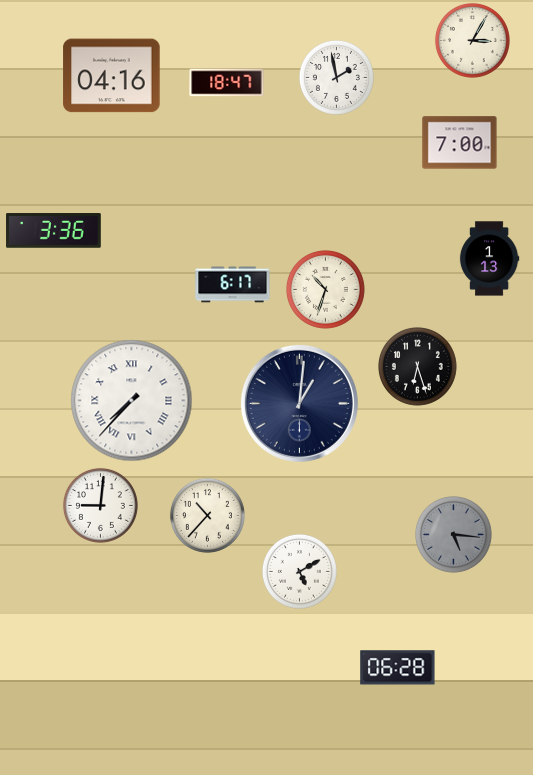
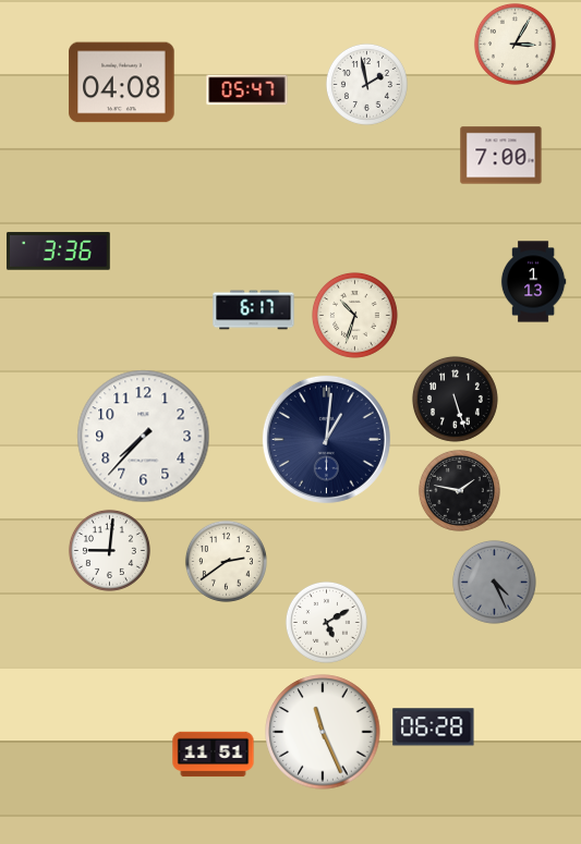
clock at (112, 76): 04:16 -> 04:08
clock at (227, 83): 18:47 -> 05:47
clock at (417, 366): 6:27 -> 5:27
clock at (132, 401) numerals: Roman -> Arabic
clock at (459, 490): none -> 1:47
clock at (207, 515): 10:37 -> 2:39
clock at (453, 534): 5:16 -> 4:26
clock at (323, 732): none -> 11:26
clock at (214, 755): none -> 11:51
